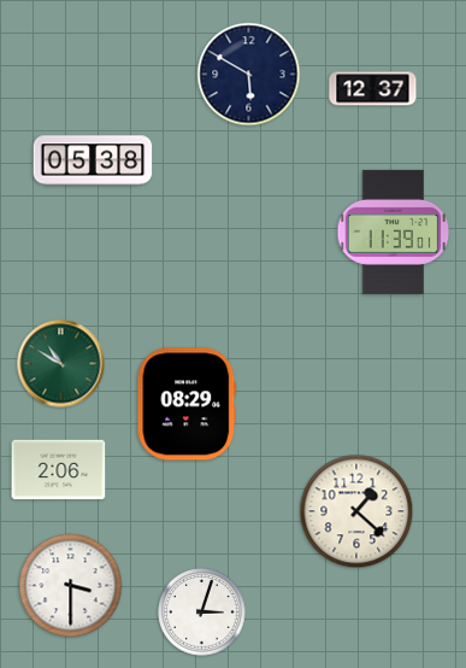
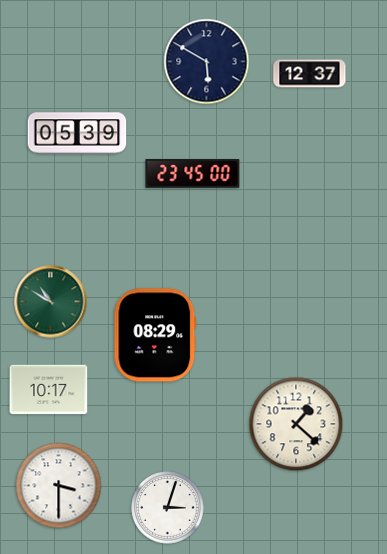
clock at (93, 160): 05:38 -> 05:39
clock at (193, 174): none -> 23:45
clock at (394, 232): 11:39 -> none
clock at (59, 470): 2:06 -> 10:17
